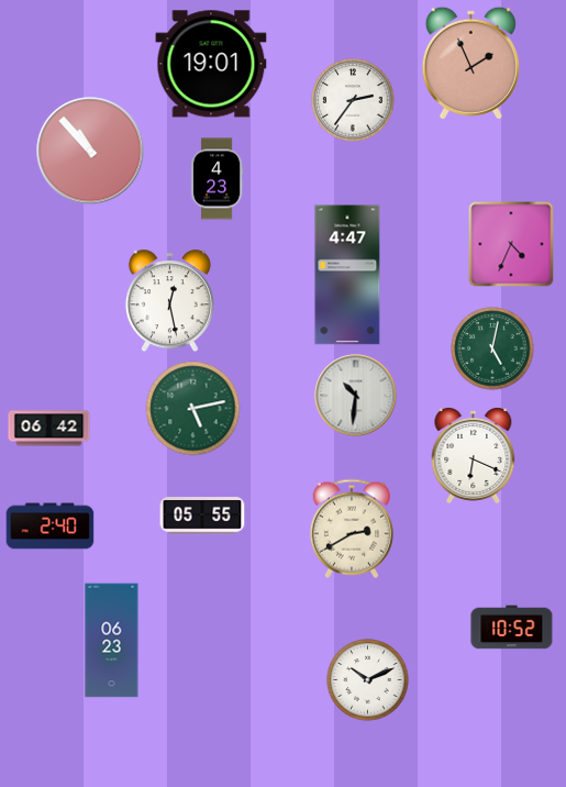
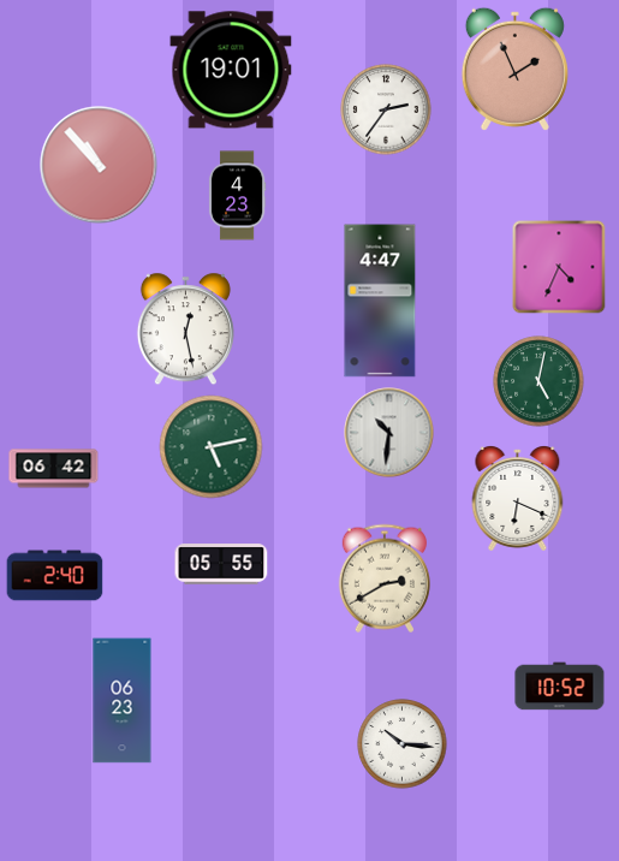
clock at (368, 680): 10:11 -> 10:16
